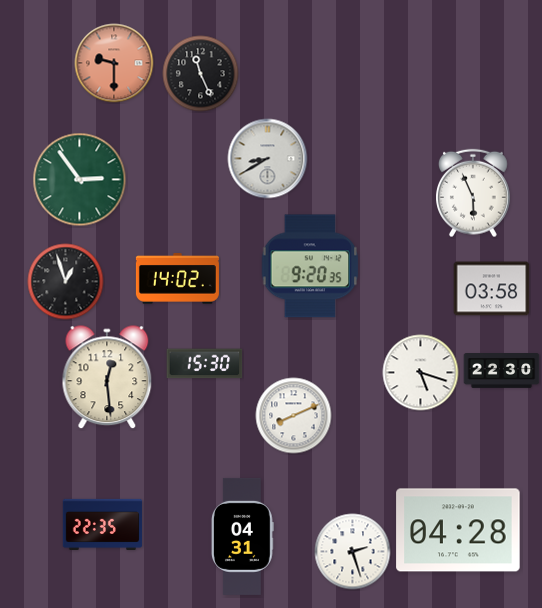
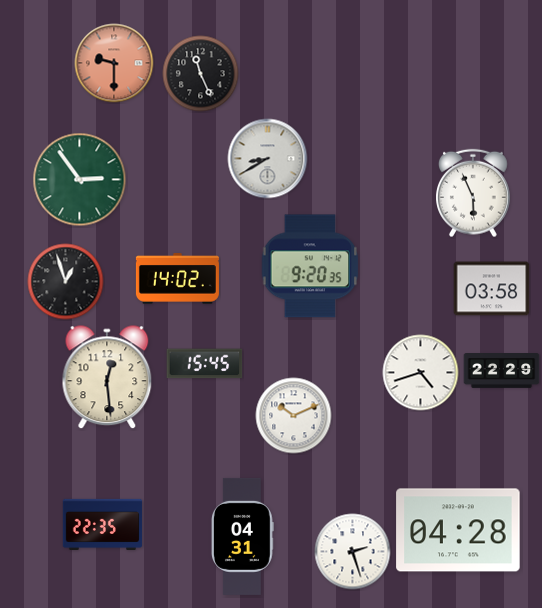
clock at (205, 364): 15:30 -> 15:45
clock at (502, 371): 22:30 -> 22:29
clock at (421, 373): 5:18 -> 4:42
clock at (294, 416): 8:11 -> 10:11
